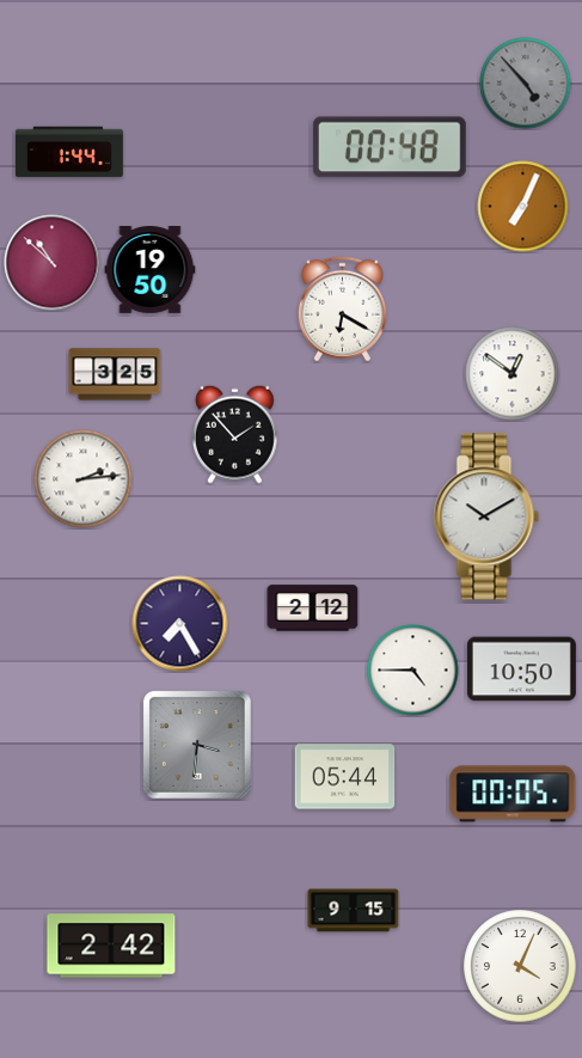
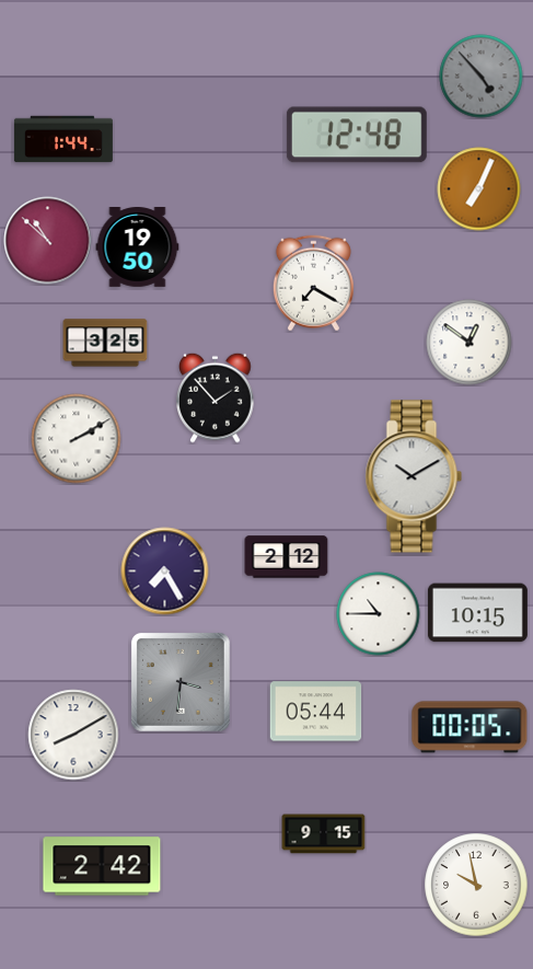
clock at (390, 147): 00:48 -> 12:48
clock at (342, 310): 6:20 -> 7:20
clock at (84, 479): 2:14 -> 2:10
clock at (486, 516) position: (486, 516) -> (414, 476)
clock at (521, 669): 10:50 -> 10:15
clock at (413, 671): 4:45 -> 10:45
clock at (73, 735): none -> 8:10
clock at (520, 966): 4:04 -> 9:58
